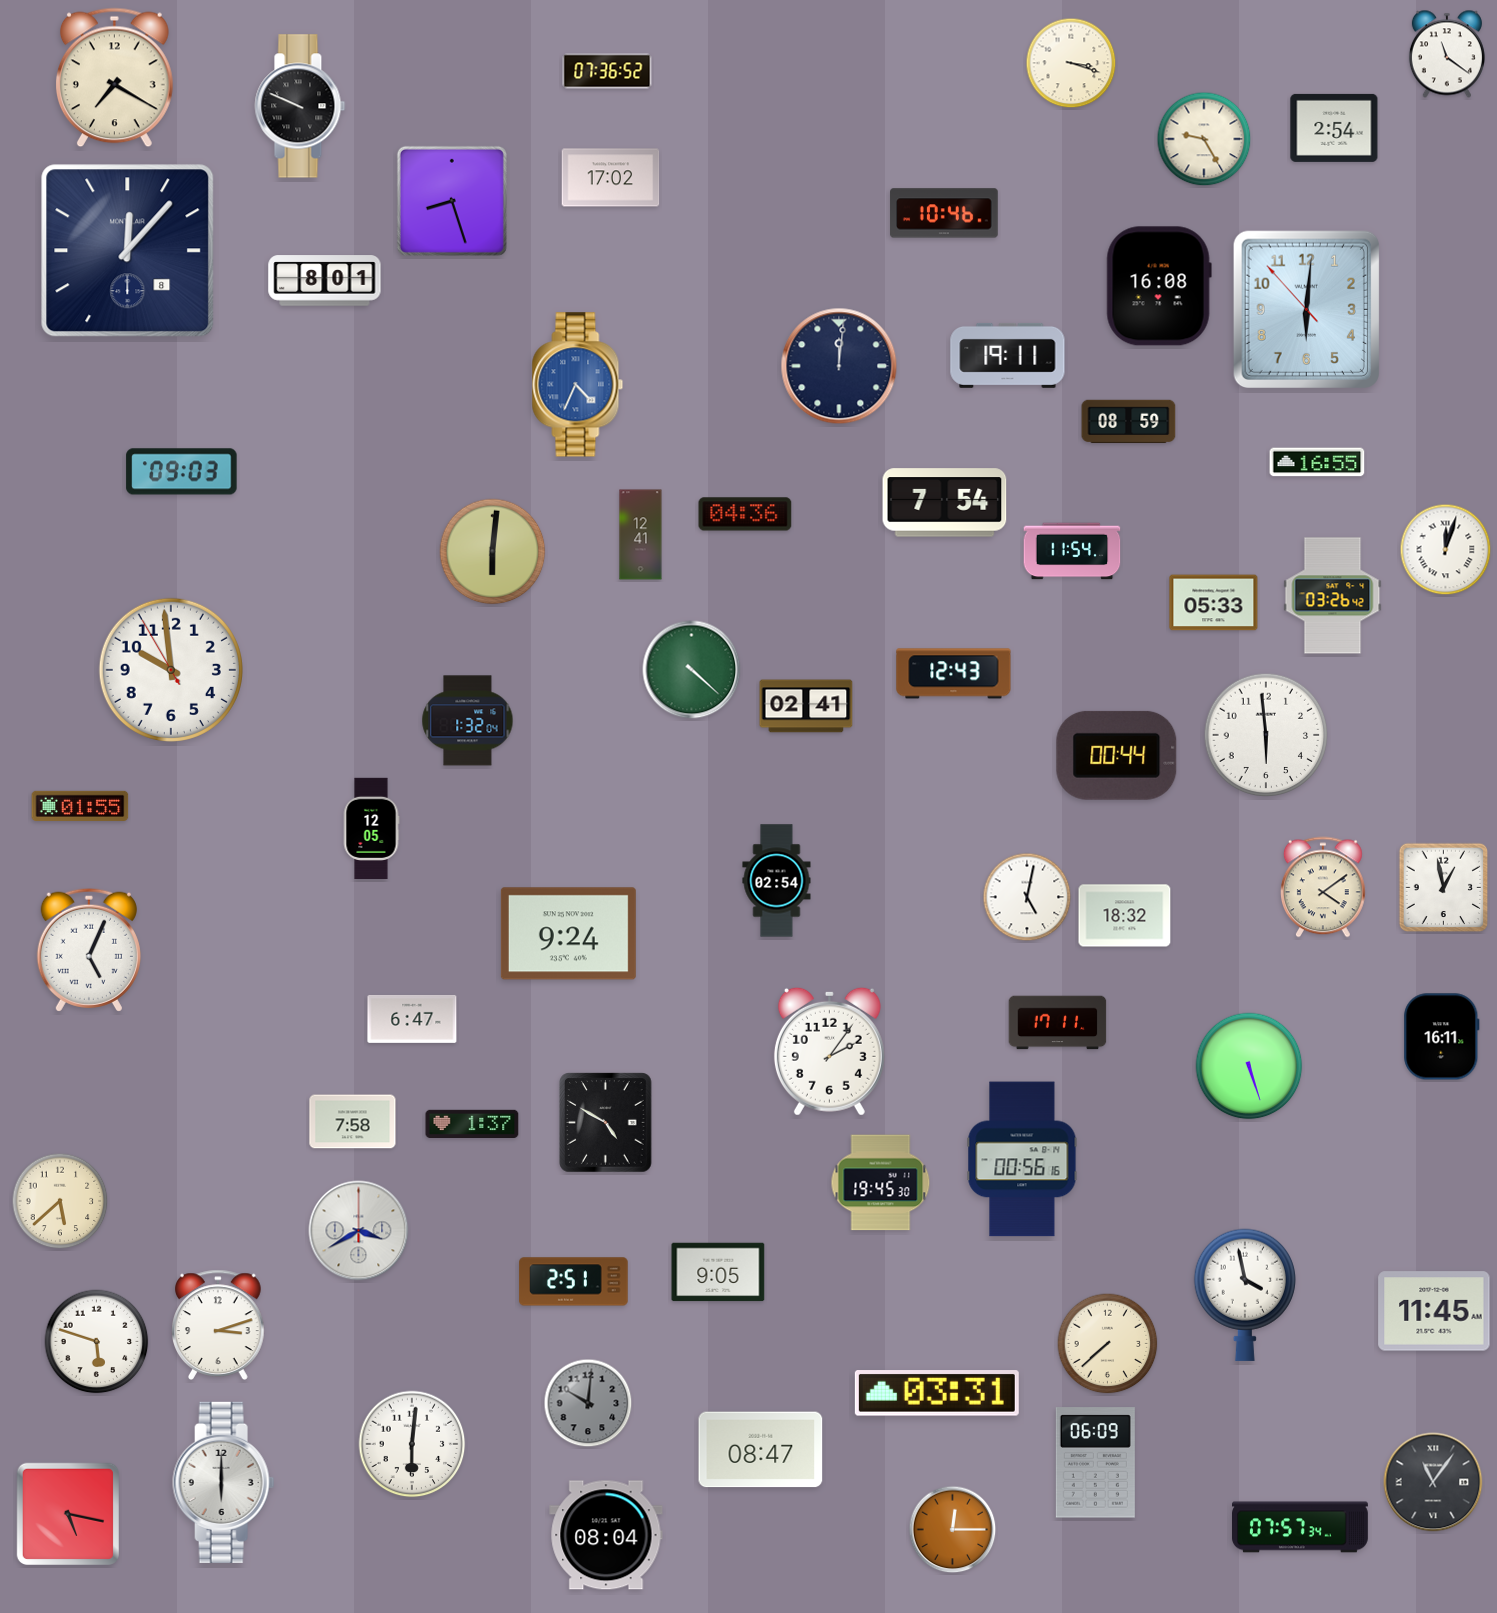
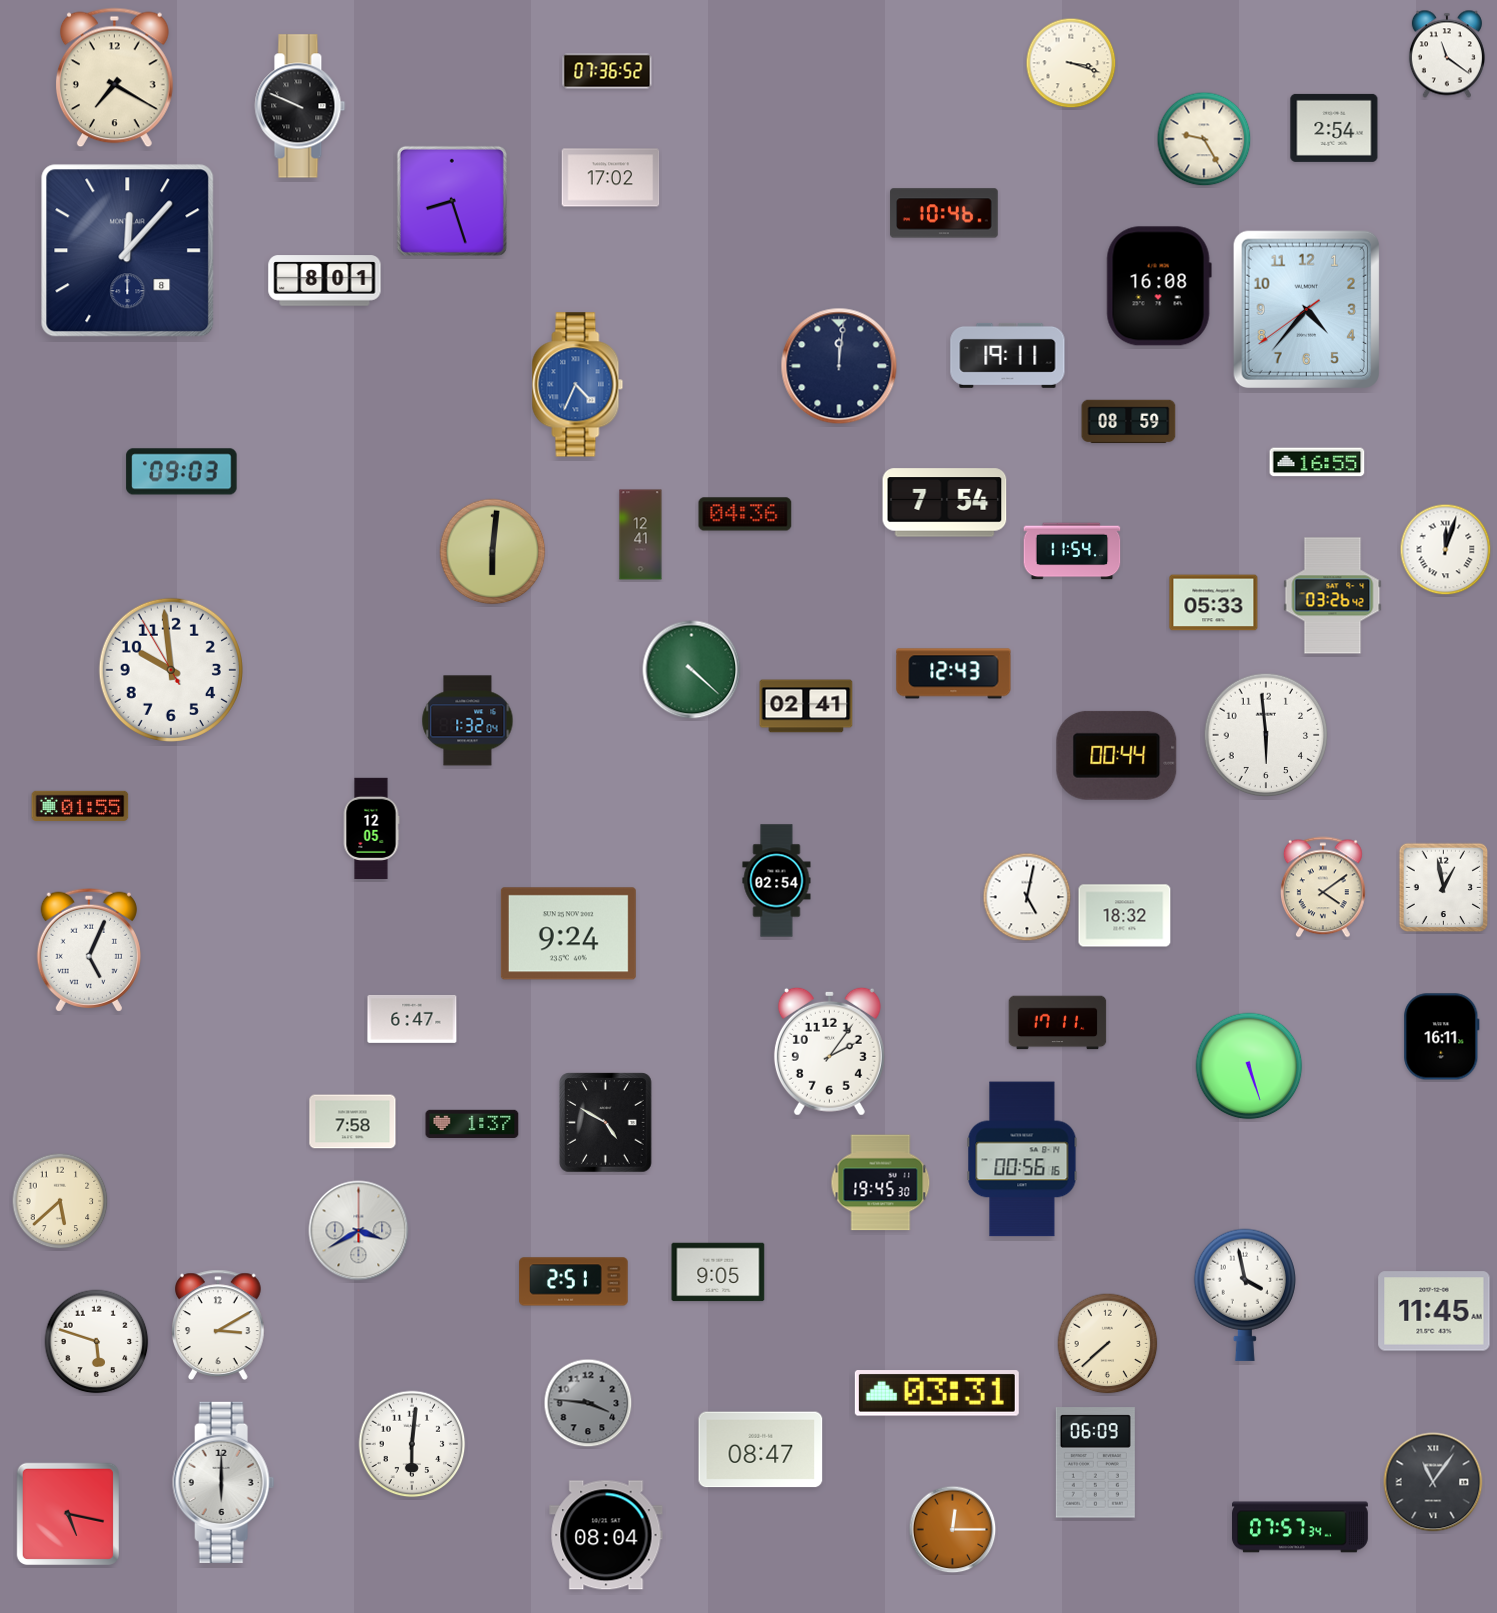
clock at (1306, 309): 6:00 -> 4:36
clock at (219, 1325): 3:12 -> 3:10
clock at (588, 1403): 10:01 -> 3:46
